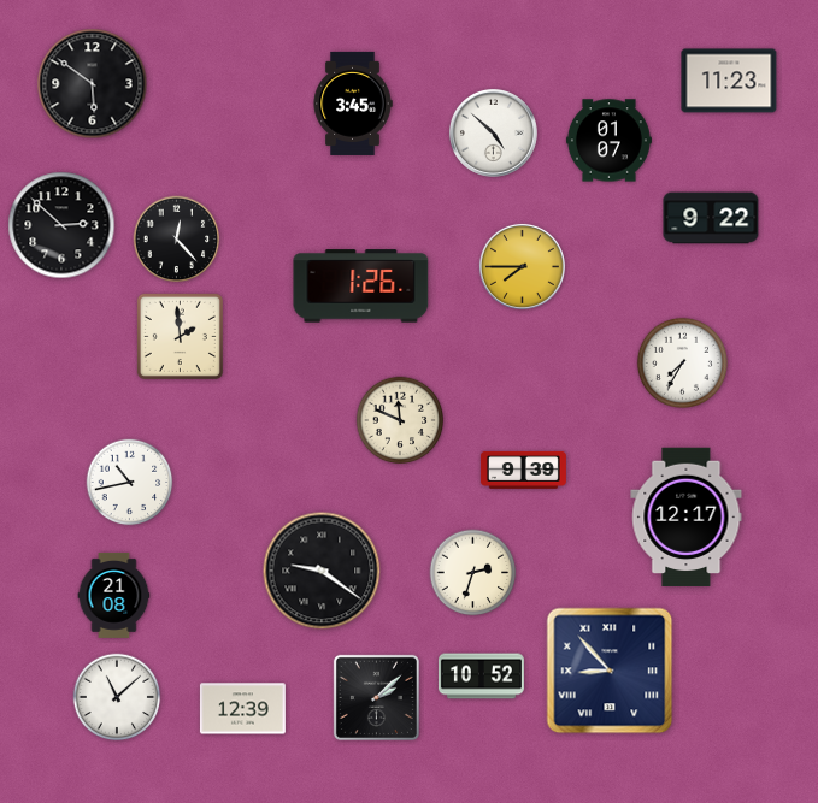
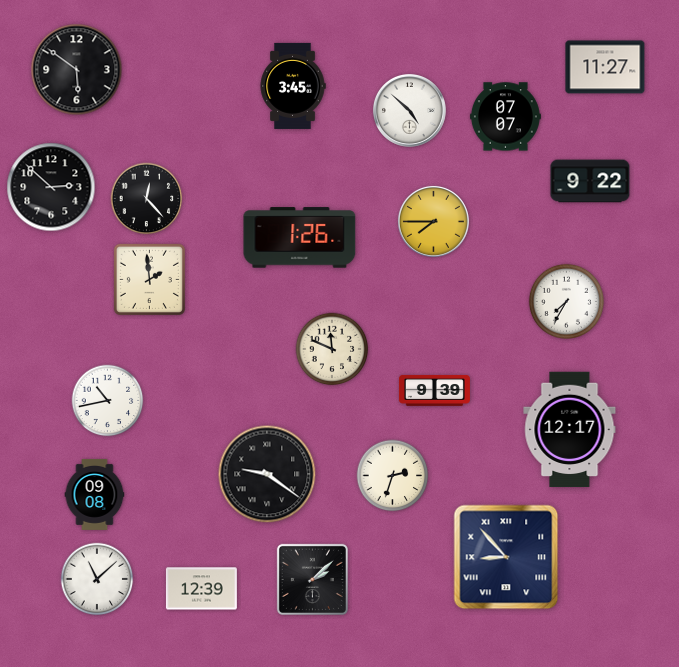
clock at (729, 81): 11:23 -> 11:27
clock at (608, 141): 01:07 -> 07:07
clock at (114, 595): 21:08 -> 09:08
clock at (481, 677): 10:52 -> none
